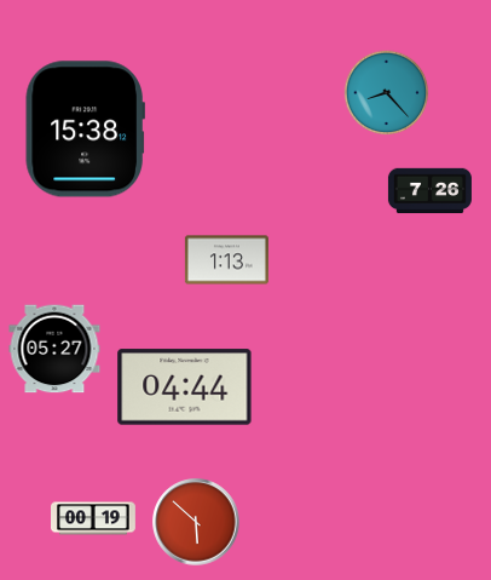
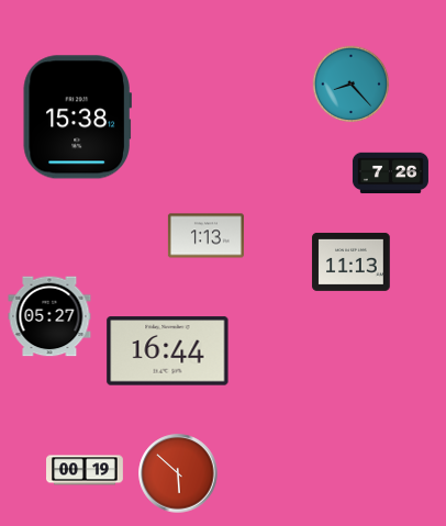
clock at (352, 261): none -> 11:13
clock at (185, 387): 04:44 -> 16:44
